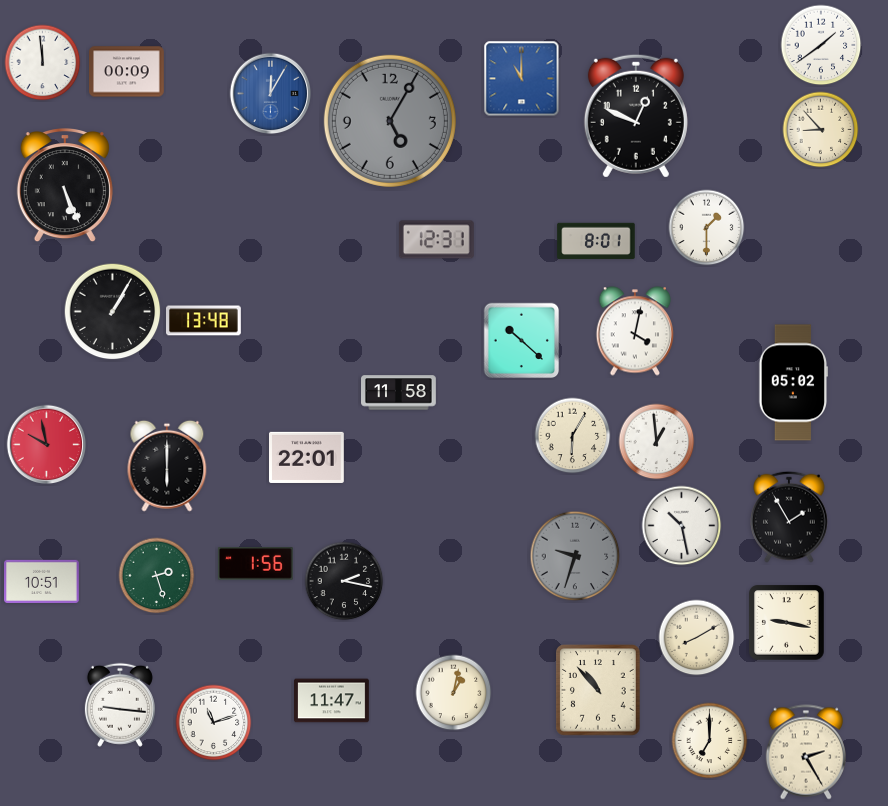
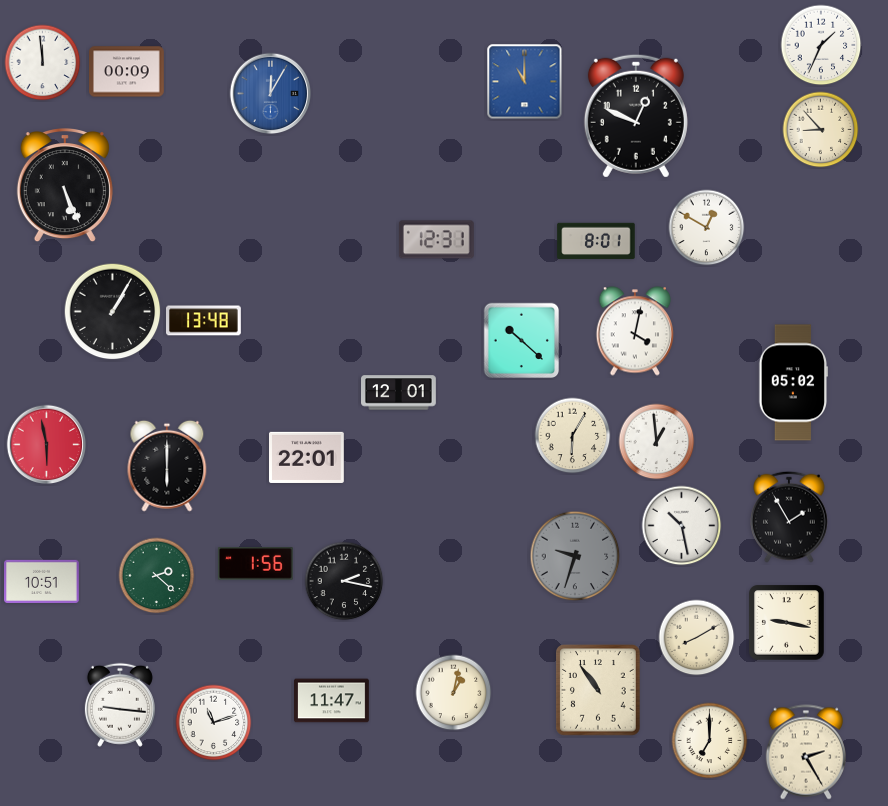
clock at (821, 45): 1:39 -> 1:34
clock at (522, 79) position: (522, 79) -> (525, 82)
clock at (390, 121): 5:05 -> none
clock at (707, 228): 1:30 -> 12:50
clock at (399, 393): 11:58 -> 12:01
clock at (47, 445): 9:58 -> 5:58
clock at (157, 576): 2:27 -> 2:22
clock at (598, 690): 10:53 -> 10:54
